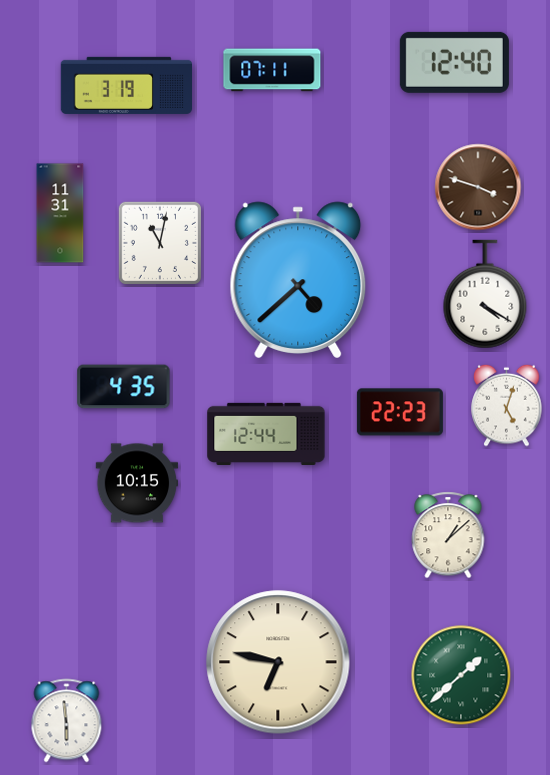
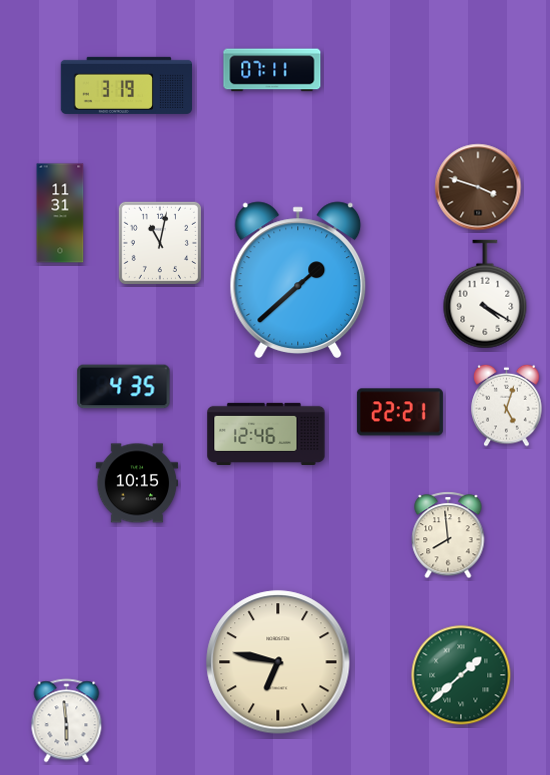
clock at (454, 62): 12:40 -> none
clock at (298, 280): 4:38 -> 1:38
clock at (400, 412): 22:23 -> 22:21
clock at (266, 433): 12:44 -> 12:46
clock at (448, 535): 1:08 -> 7:59
